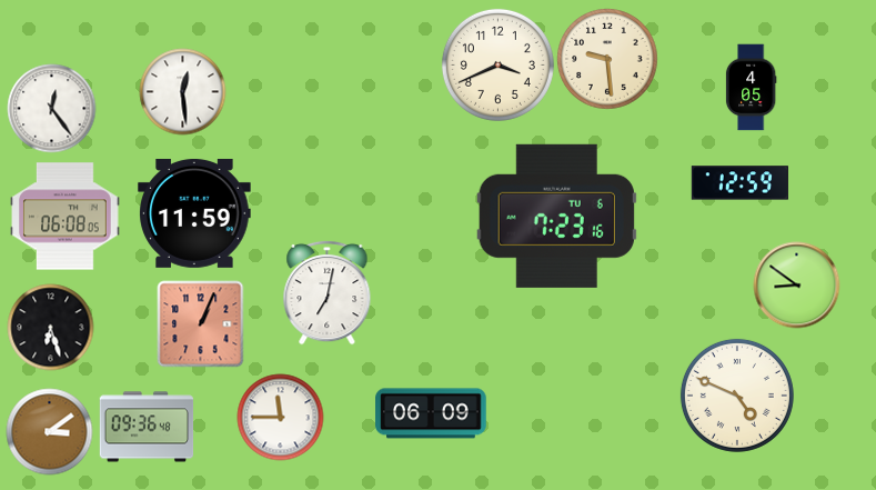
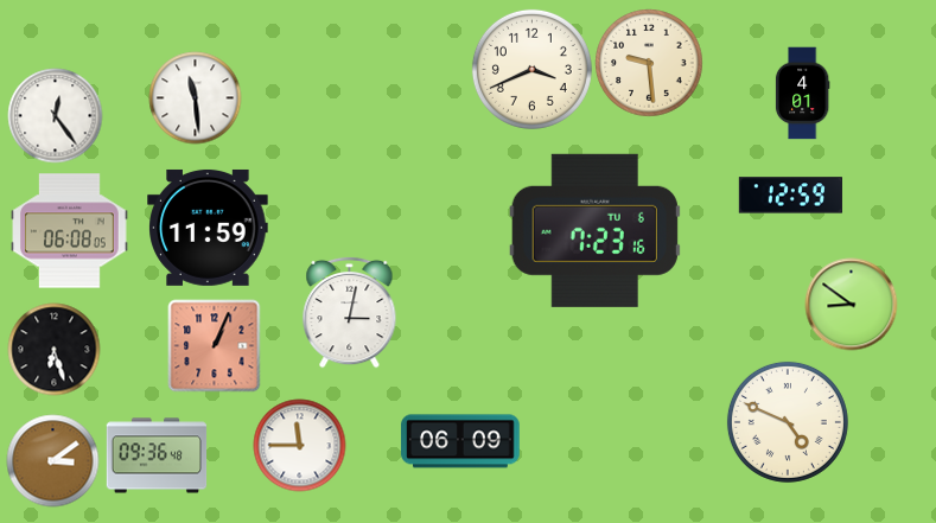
clock at (751, 87): 4:05 -> 4:01
clock at (182, 91): 12:29 -> 11:29
clock at (328, 292): 7:02 -> 3:02
